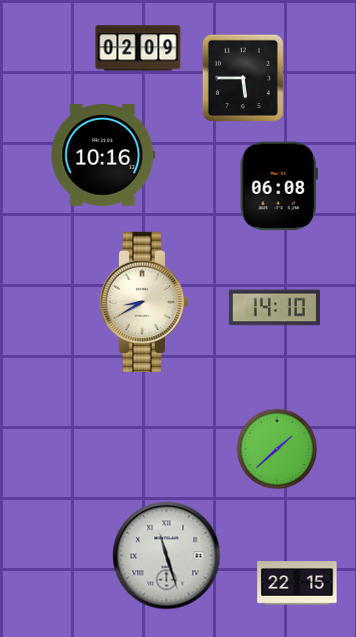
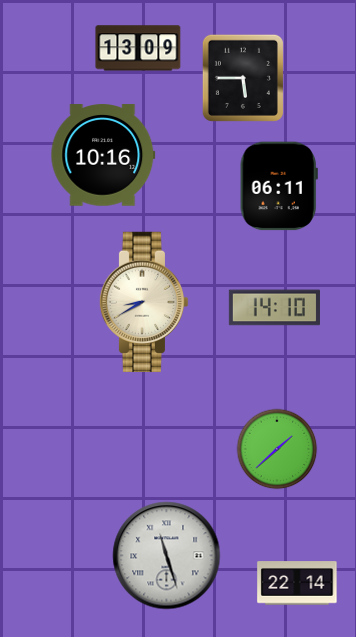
clock at (138, 48): 02:09 -> 13:09
clock at (279, 186): 06:08 -> 06:11
clock at (297, 583): 22:15 -> 22:14
